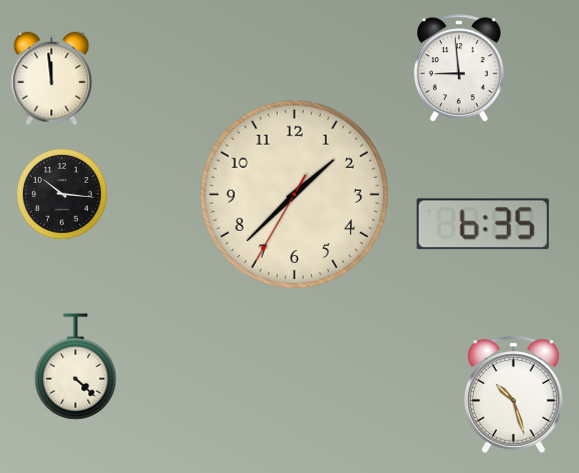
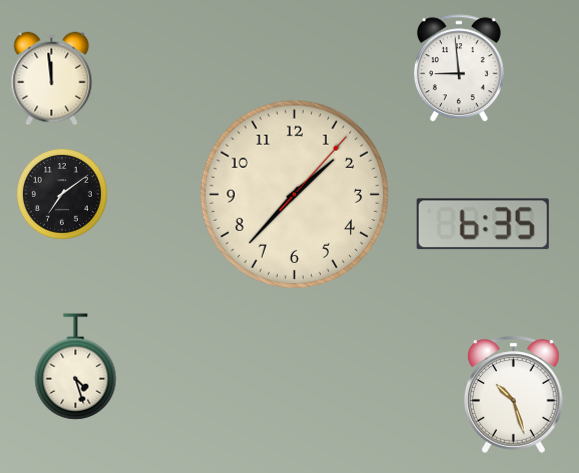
clock at (62, 194): 10:16 -> 7:09
clock at (295, 195): 1:37:35 -> 1:37:07
clock at (76, 367): 4:22 -> 4:27
